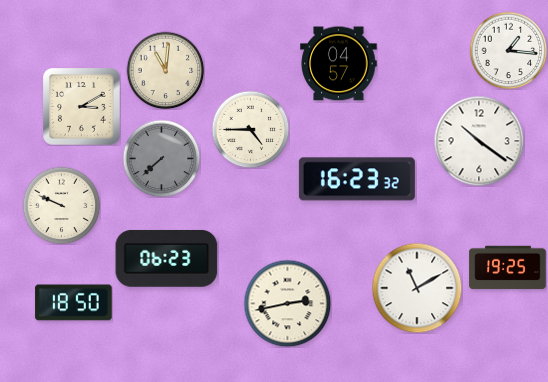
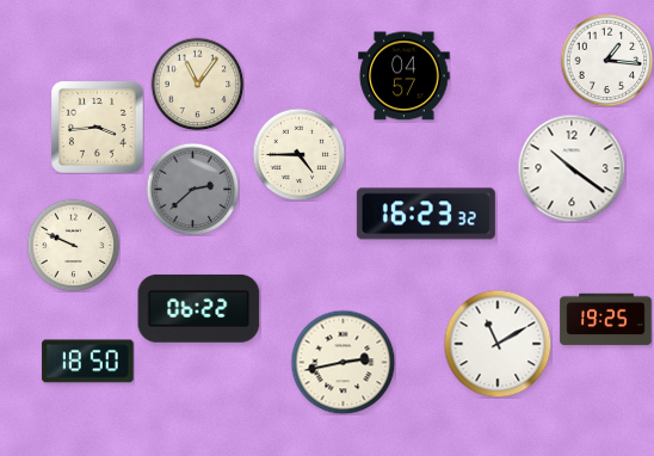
clock at (165, 70): 11:01 -> 11:06
clock at (82, 107): 3:10 -> 3:44
clock at (161, 158): 7:38 -> 2:38
clock at (167, 258): 06:23 -> 06:22
